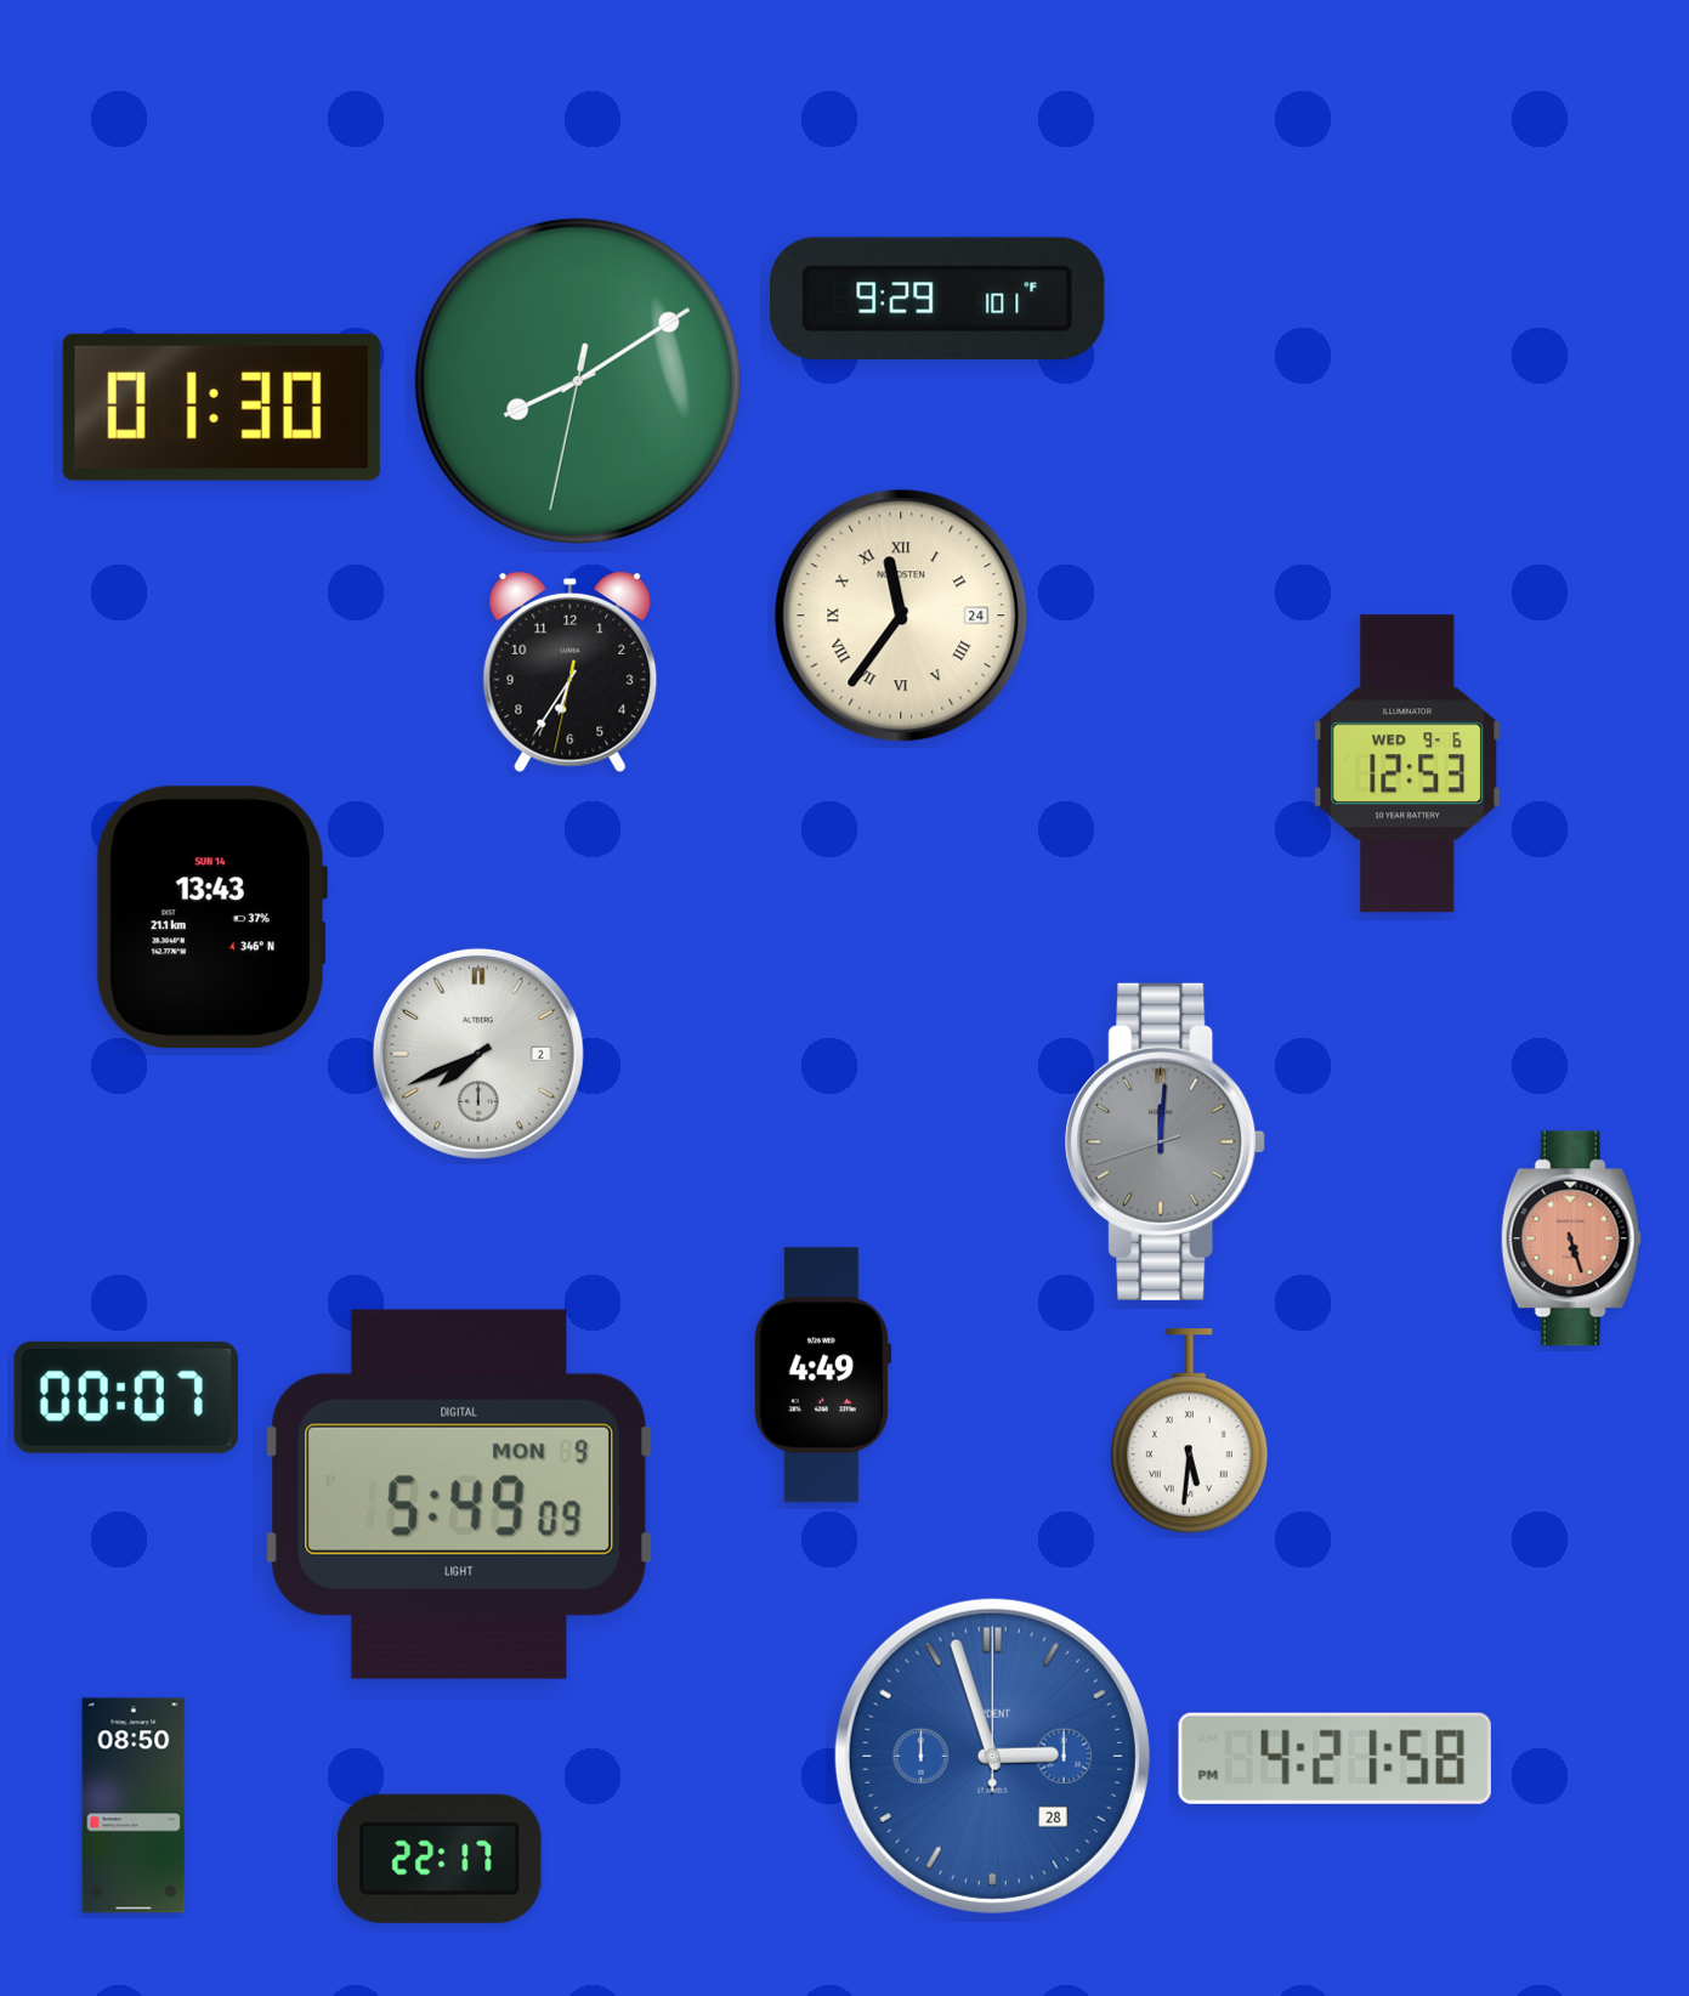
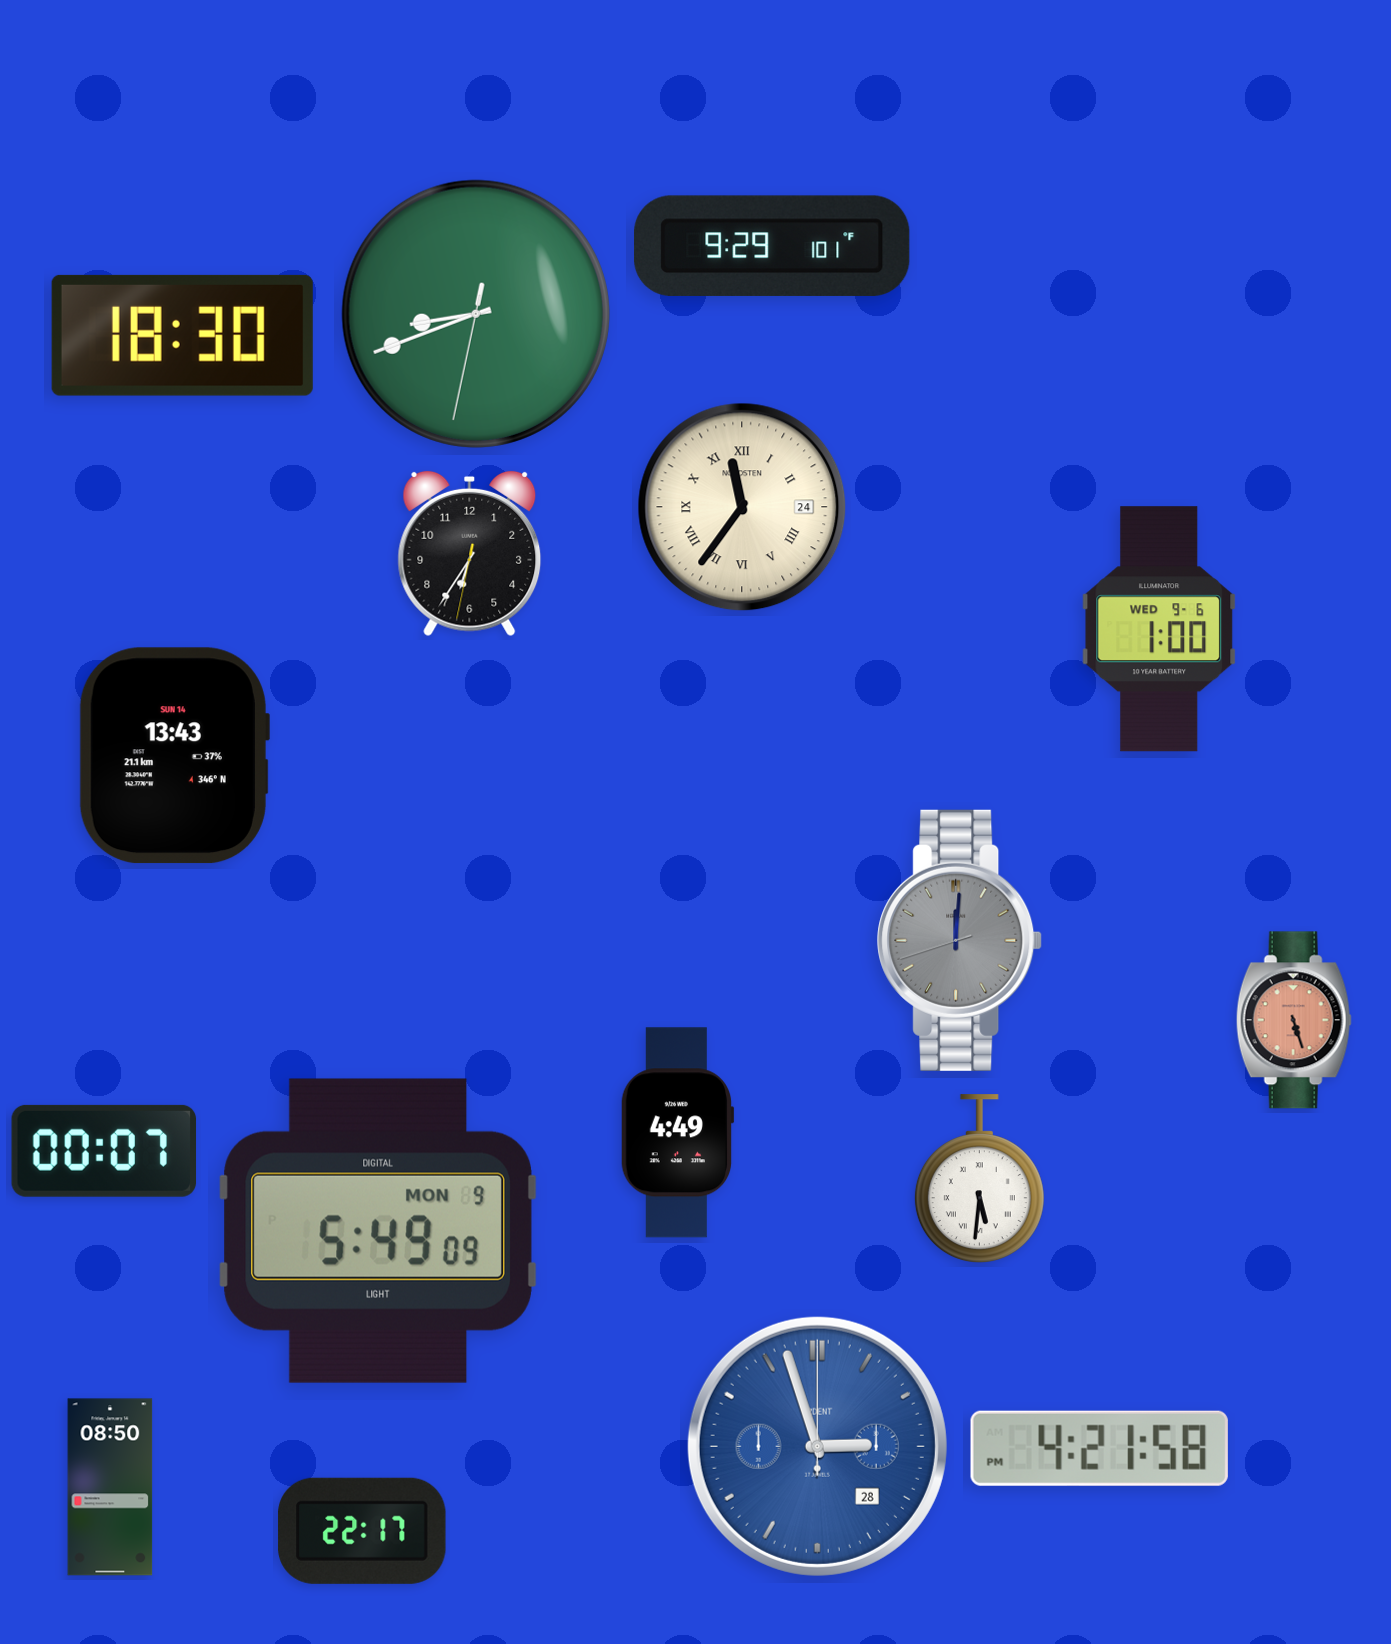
clock at (578, 381): 8:09 -> 8:41
clock at (221, 407): 01:30 -> 18:30
clock at (1407, 764): 12:53 -> 1:00
clock at (478, 1054): 7:41 -> none
